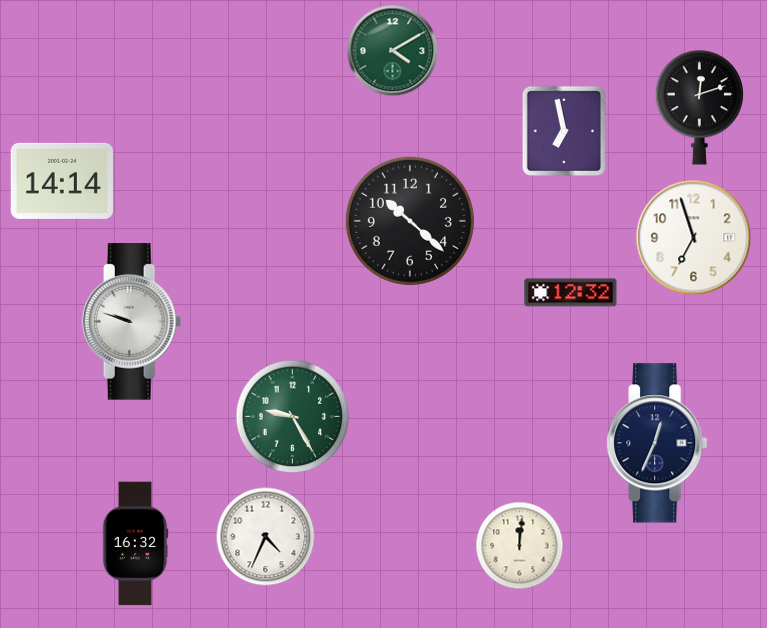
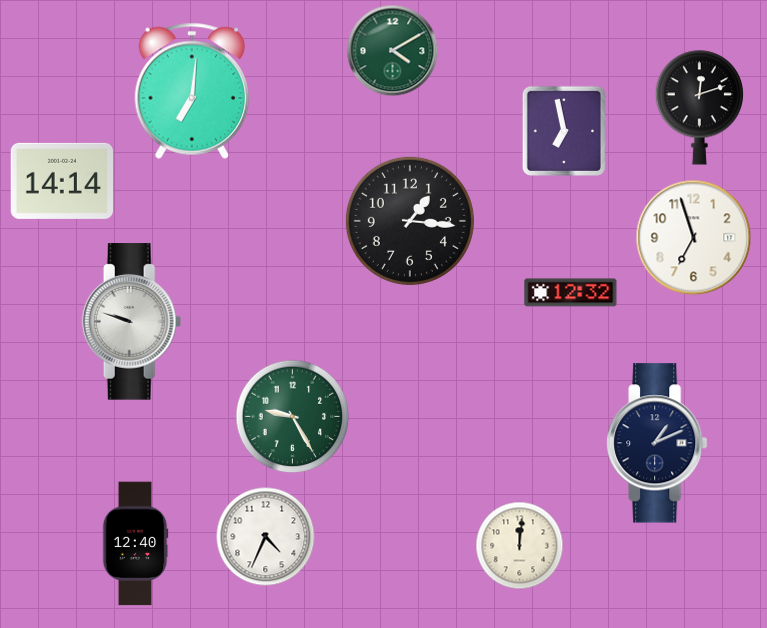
clock at (191, 91): none -> 7:01
clock at (410, 221): 10:22 -> 1:16
clock at (657, 443): 12:34 -> 1:11
clock at (135, 544): 16:32 -> 12:40
